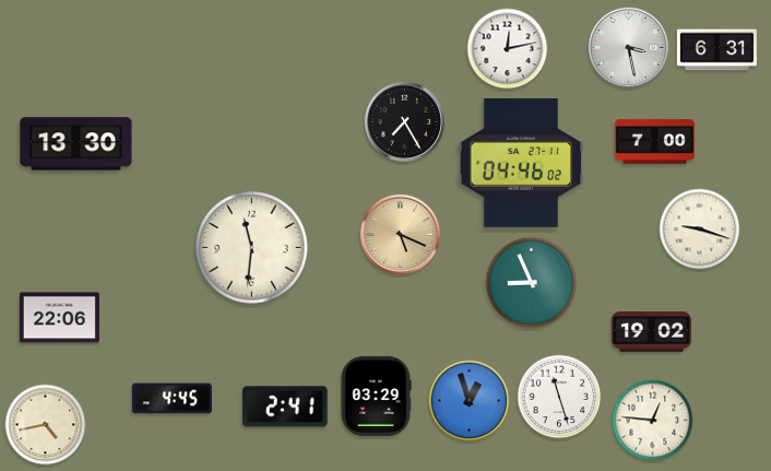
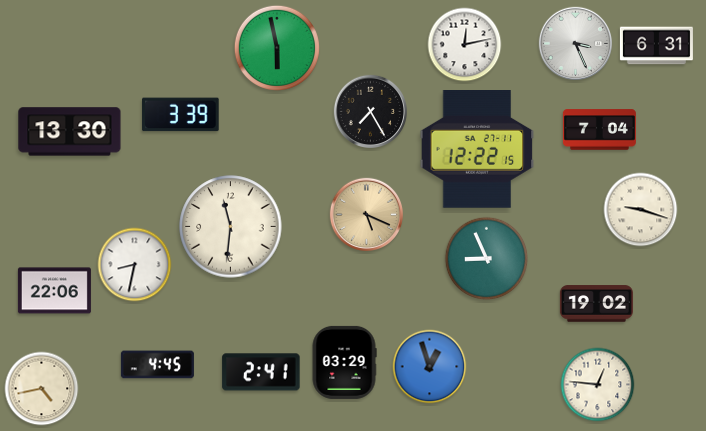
clock at (628, 47): 3:28 -> 3:26
clock at (277, 48): none -> 5:58
clock at (181, 115): none -> 3:39
clock at (654, 142): 7:00 -> 7:04
clock at (521, 164): 04:46 -> 12:22
clock at (135, 265): none -> 8:32
clock at (559, 397): 11:27 -> none
